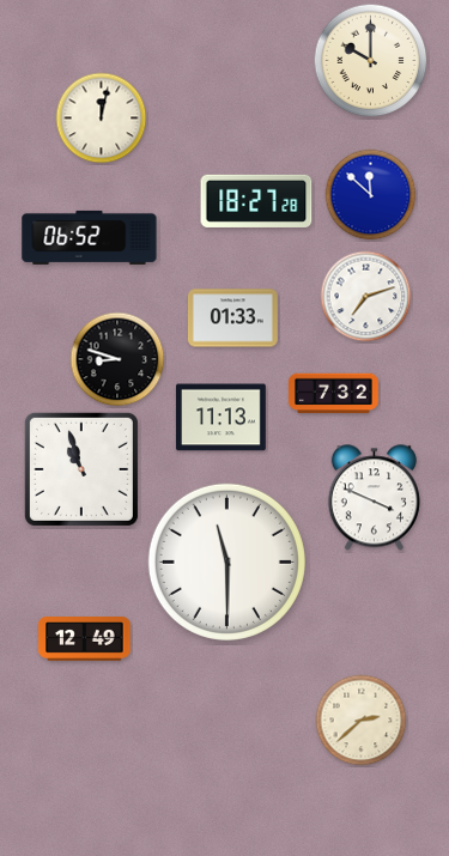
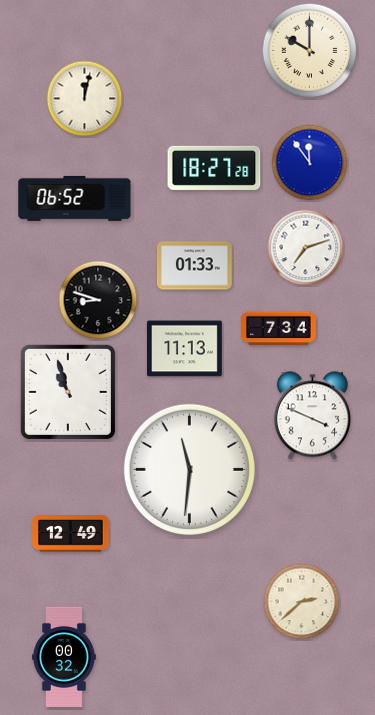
clock at (371, 195): 11:52 -> 11:54
clock at (334, 394): 7:32 -> 7:34
clock at (226, 561): 11:30 -> 11:31
clock at (65, 656): none -> 00:32
